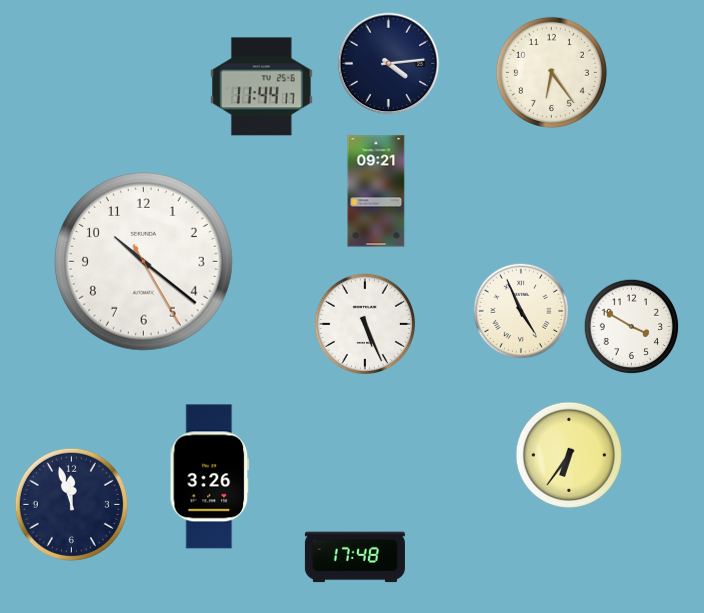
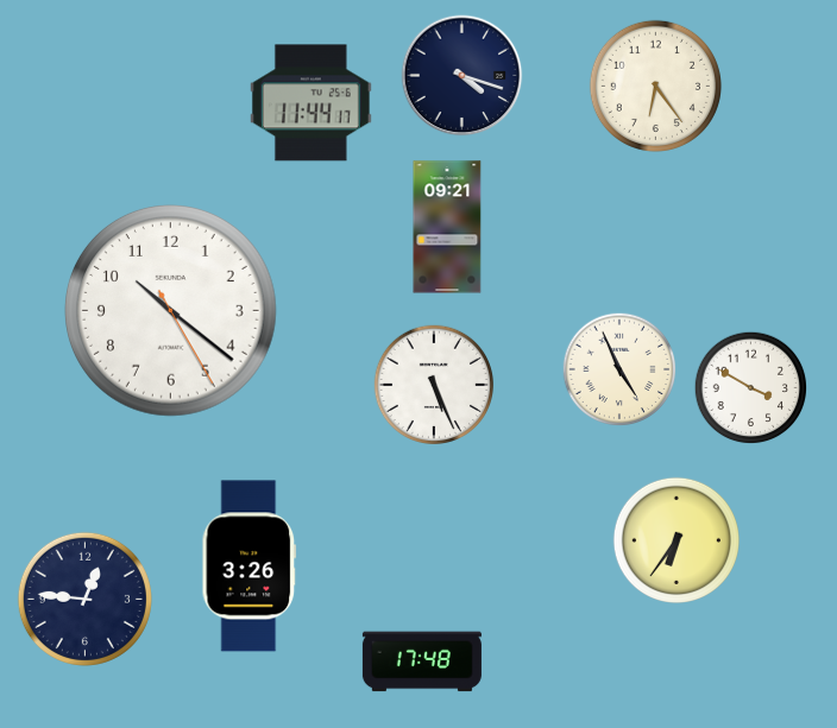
clock at (389, 64): 4:14 -> 4:18
clock at (71, 504): 11:57 -> 12:46
